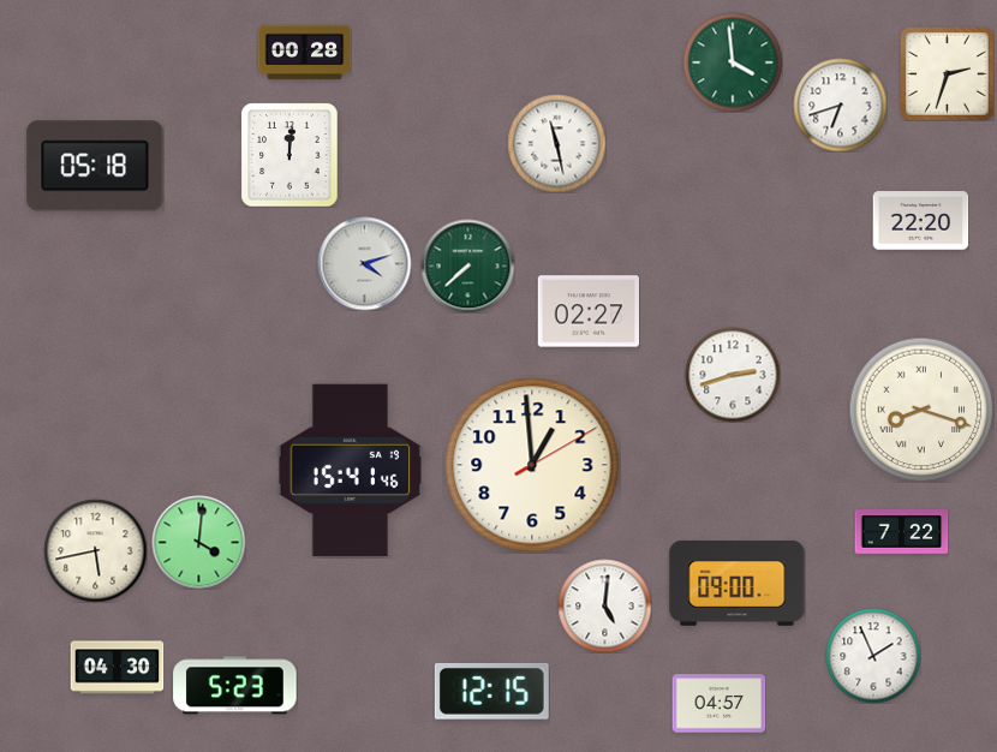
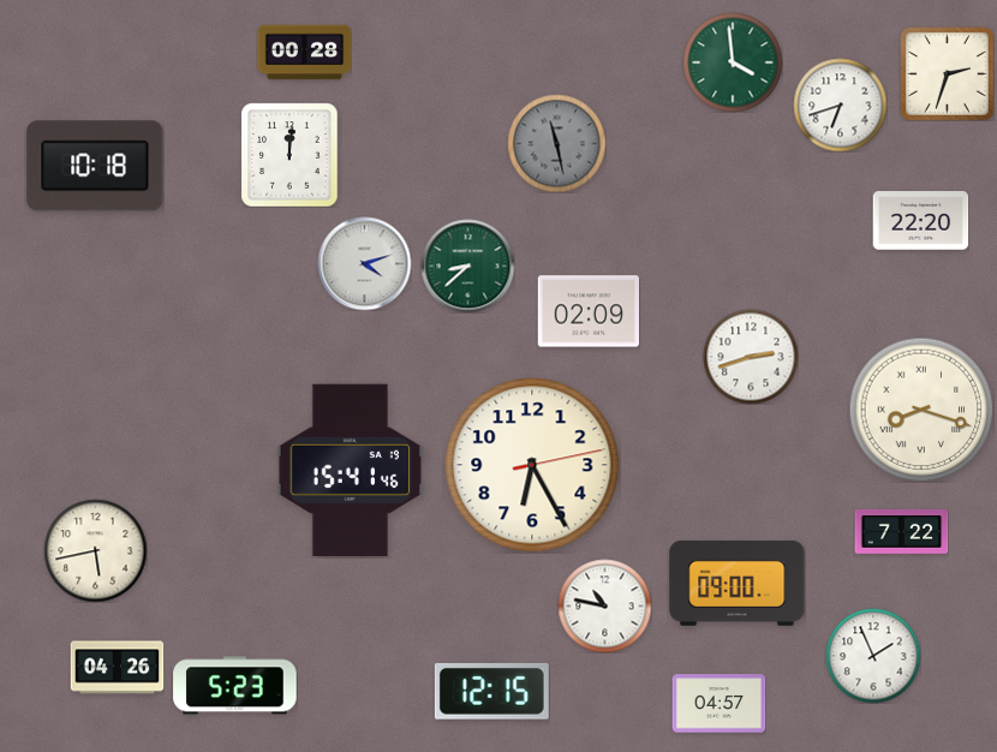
clock at (556, 143) dial: white -> grey
clock at (95, 166): 05:18 -> 10:18
clock at (467, 265): 7:38 -> 8:38
clock at (587, 311): 02:27 -> 02:09
clock at (733, 375) position: (733, 375) -> (751, 357)
clock at (532, 465): 12:59 -> 6:25
clock at (198, 542): 4:01 -> none
clock at (604, 605): 5:01 -> 10:47
clock at (117, 668): 04:30 -> 04:26
